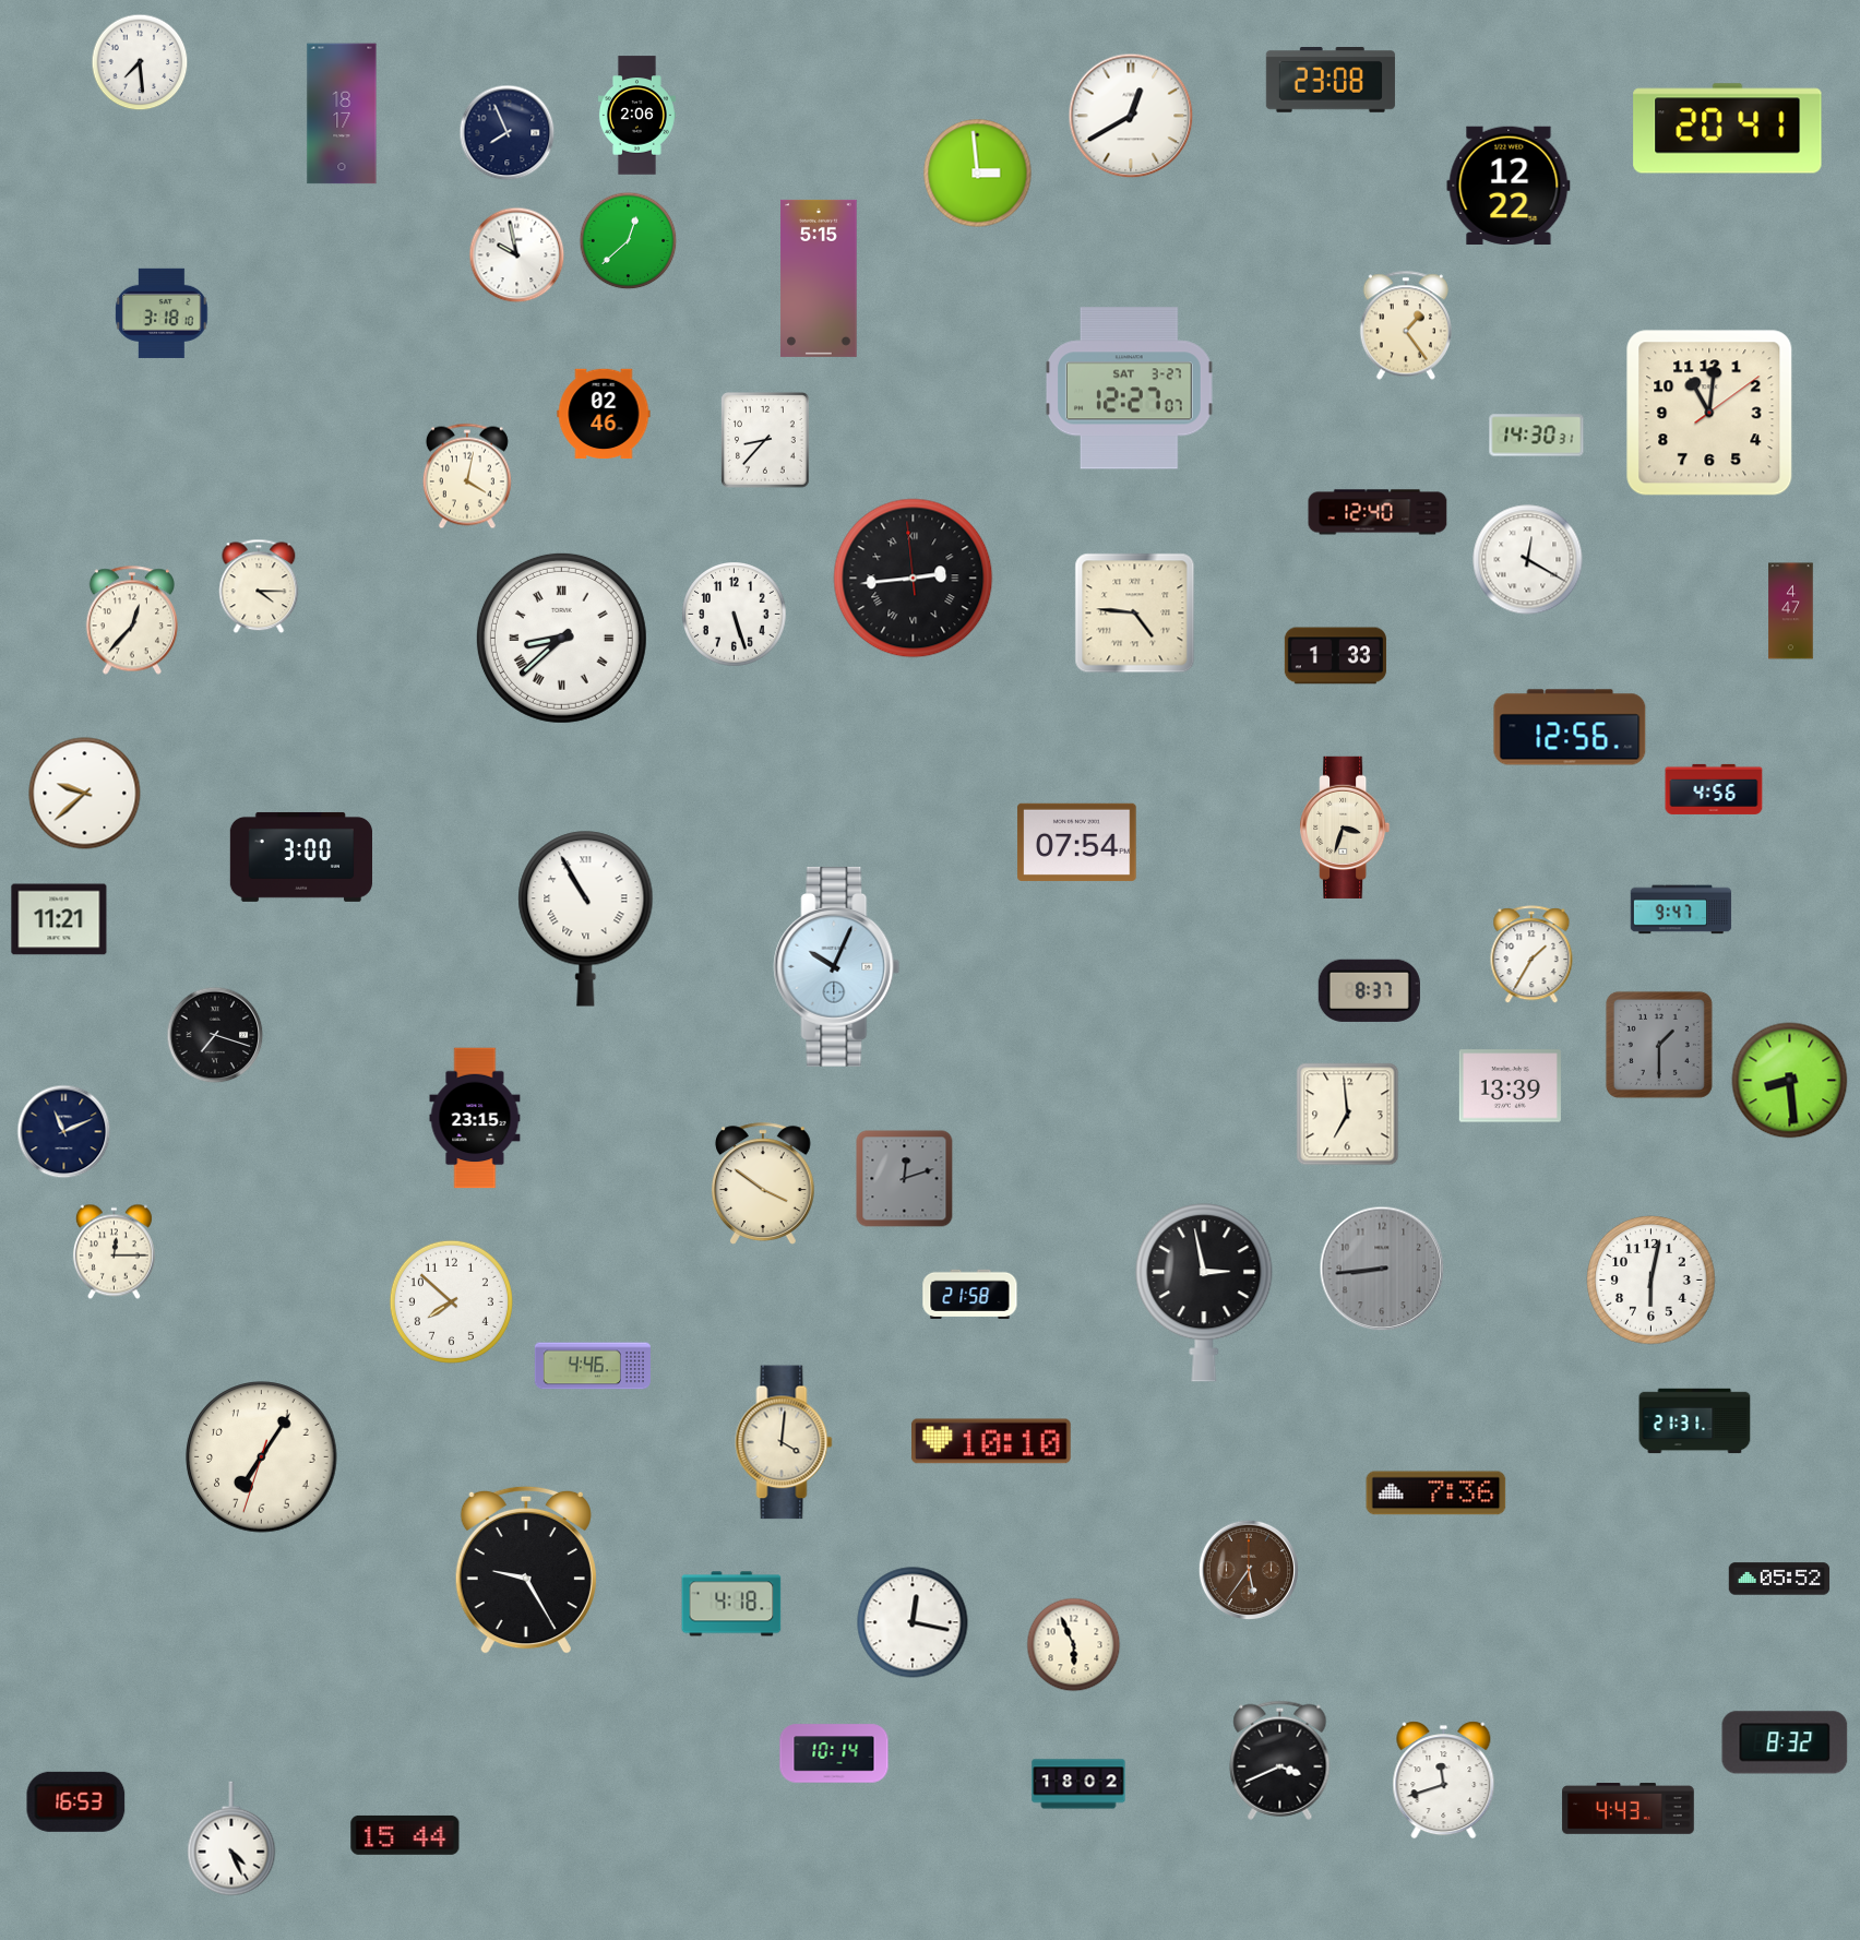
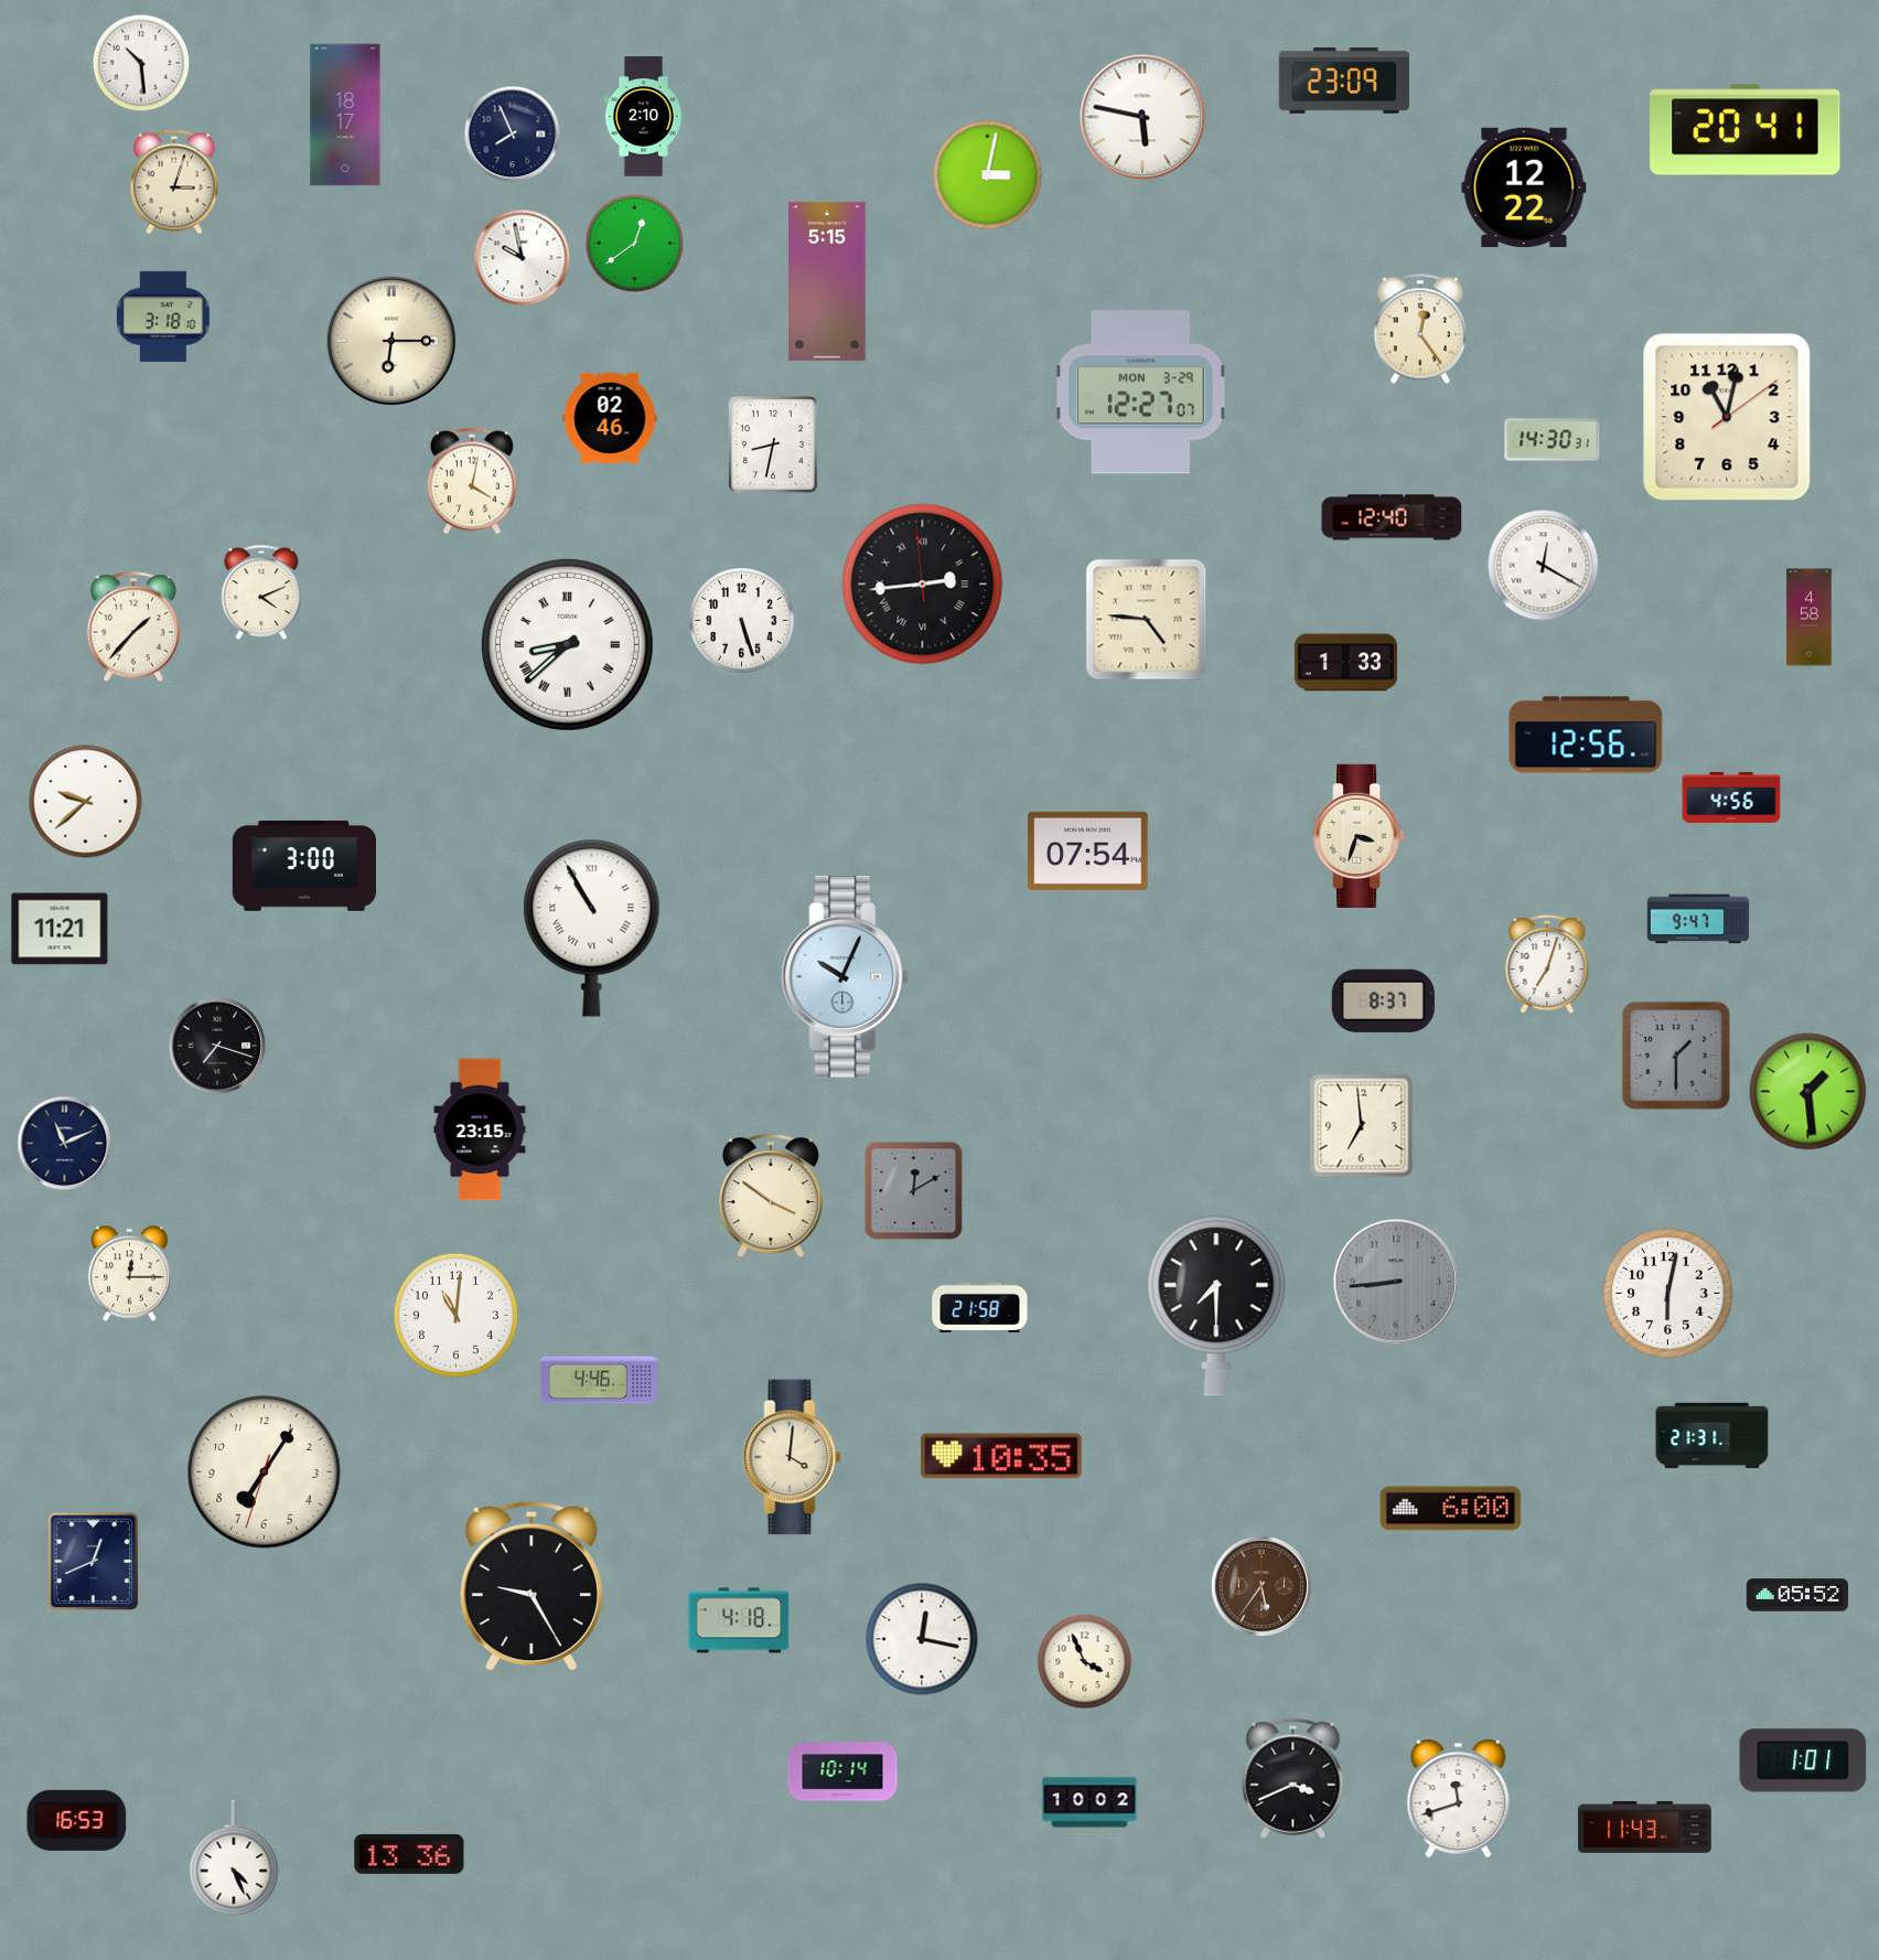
clock at (140, 62): 7:29 -> 10:29
clock at (1331, 81): 23:08 -> 23:09
clock at (636, 116): 2:06 -> 2:10
clock at (1131, 116): 12:40 -> 5:47
clock at (978, 174): 2:59 -> 3:02
clock at (175, 182): none -> 3:03
clock at (629, 241): 12:38 -> 12:39
clock at (1406, 325): 1:24 -> 12:24
clock at (390, 340): none -> 6:15
clock at (1129, 389) date: SAT 3-27 -> MON 3-29
clock at (1709, 413): 11:01 -> 11:02
clock at (766, 440): 8:37 -> 8:32
clock at (259, 586): 4:15 -> 4:11
clock at (1791, 611): 4:47 -> 4:58
clock at (132, 620): 12:37 -> 1:37
clock at (1335, 656) position: (1335, 656) -> (1345, 663)
clock at (1531, 955): 1:35 -> 7:03
clock at (1790, 1081): 8:29 -> 1:29
clock at (1510, 1086): 13:39 -> none
clock at (905, 1179): 12:12 -> 12:10
clock at (114, 1252) position: (114, 1252) -> (129, 1274)
clock at (1204, 1293): 2:58 -> 7:30
clock at (451, 1301): 7:52 -> 11:01
clock at (992, 1441): 10:10 -> 10:35
clock at (1436, 1493): 7:36 -> 6:00
clock at (94, 1562): none -> 12:41
clock at (1074, 1645): 5:56 -> 3:56
clock at (1785, 1742): 8:32 -> 1:01
clock at (1078, 1784): 18:02 -> 10:02
clock at (1629, 1809): 4:43 -> 11:43
clock at (405, 1835): 15:44 -> 13:36
